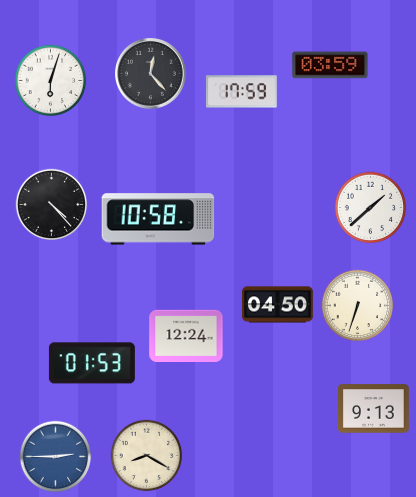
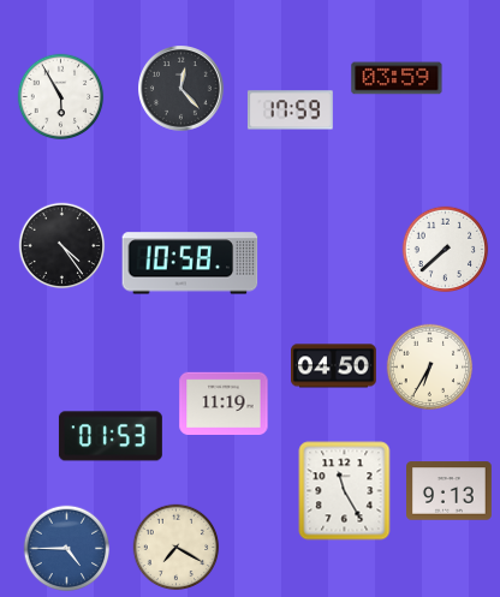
clock at (51, 81): 6:03 -> 5:55
clock at (52, 205): 4:23 -> 4:24
clock at (371, 208): 1:38 -> 7:38
clock at (358, 306): 6:33 -> 6:35
clock at (186, 335): 12:24 -> 11:19
clock at (345, 491): none -> 11:25
clock at (147, 456): 8:20 -> 7:20
clock at (56, 457): 2:45 -> 4:45
